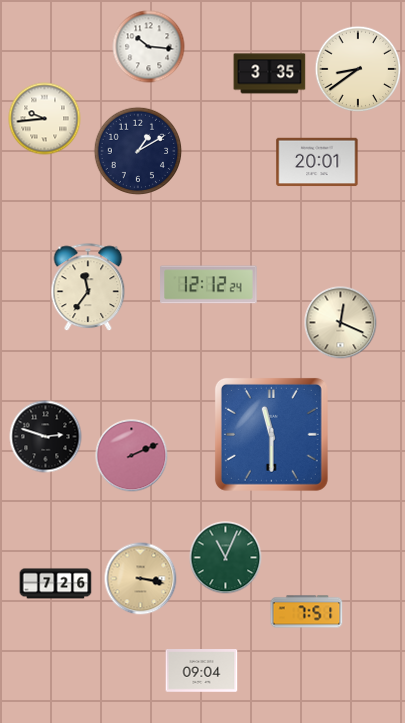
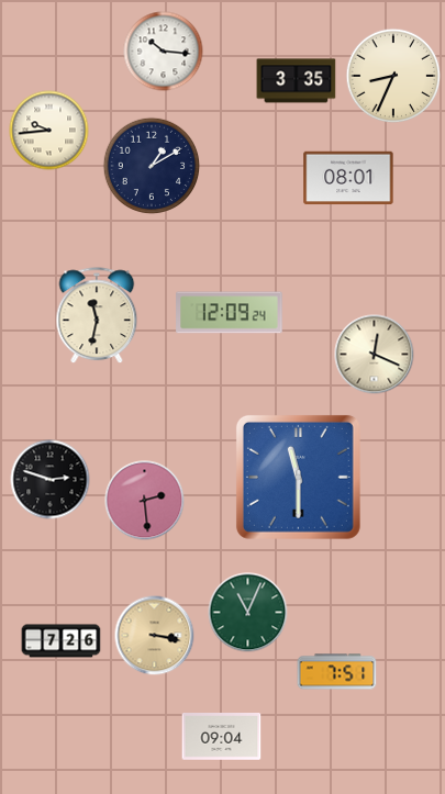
clock at (358, 69): 8:39 -> 8:34
clock at (317, 162): 20:01 -> 08:01
clock at (209, 285): 12:12 -> 12:09
clock at (88, 288): 11:36 -> 11:32
clock at (132, 456): 2:11 -> 2:29
